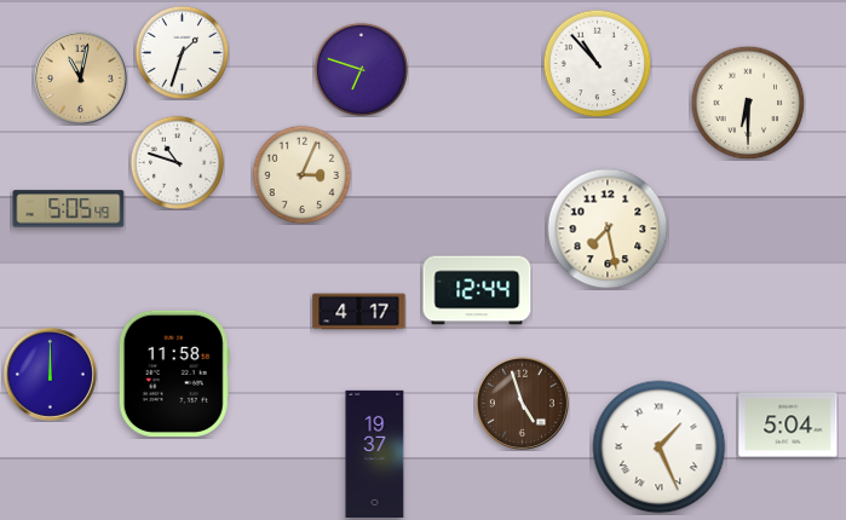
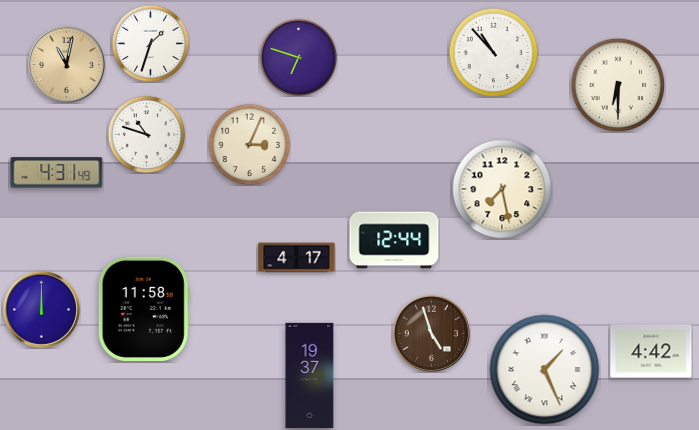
clock at (69, 209): 5:05 -> 4:31
clock at (788, 424): 5:04 -> 4:42
